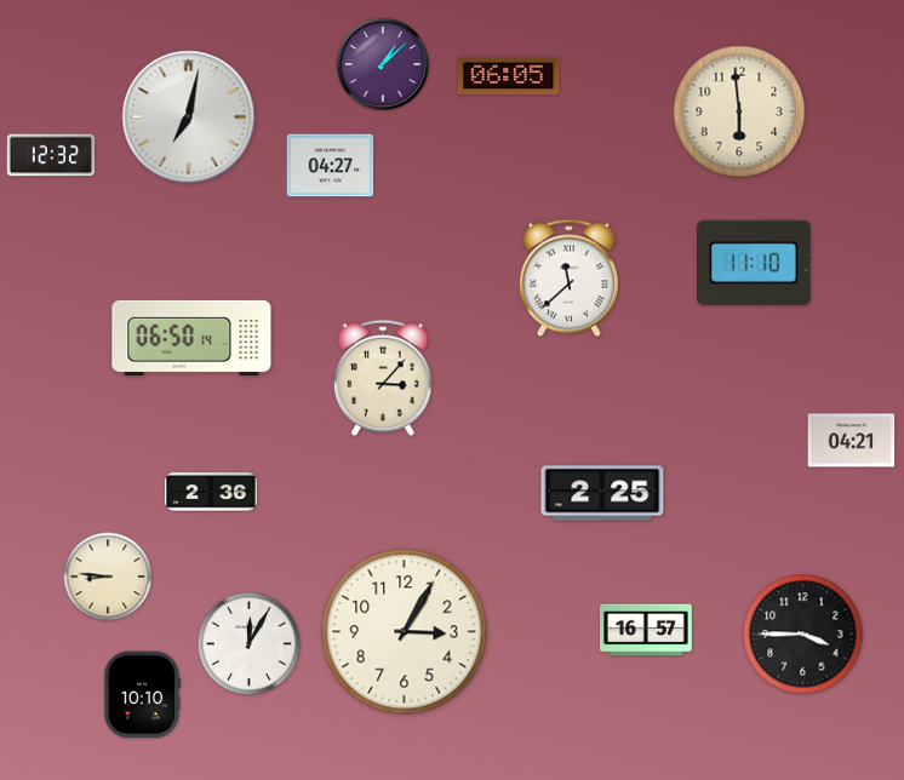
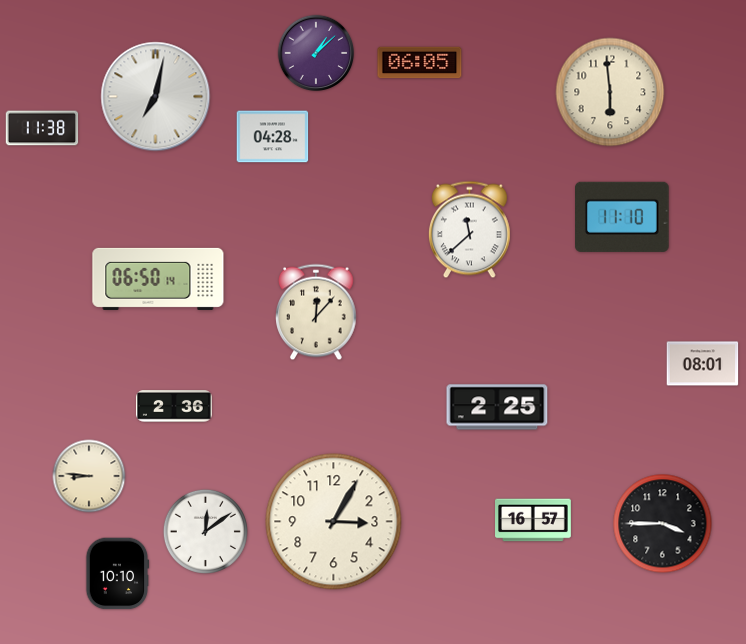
clock at (51, 155): 12:32 -> 11:38
clock at (331, 166): 04:27 -> 04:28
clock at (383, 378): 3:07 -> 12:07
clock at (852, 441): 04:21 -> 08:01
clock at (248, 643): 12:05 -> 12:09
